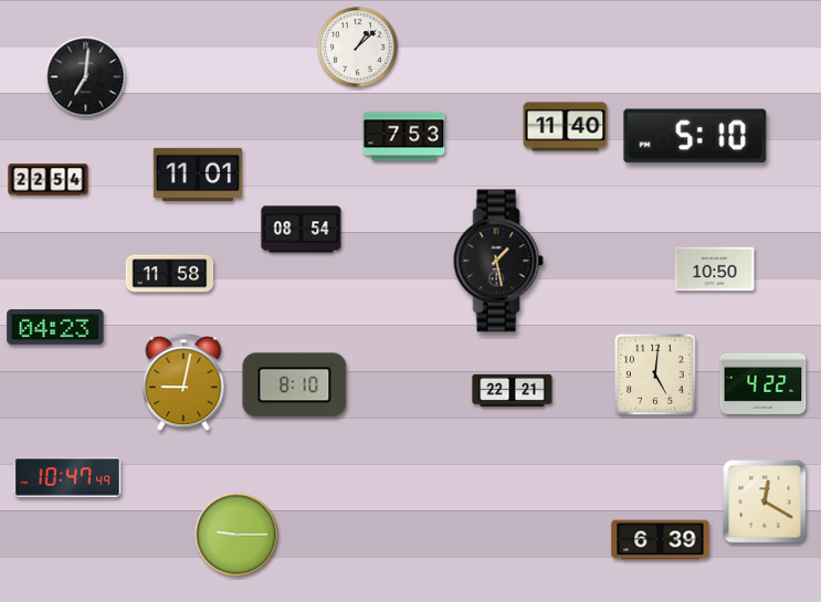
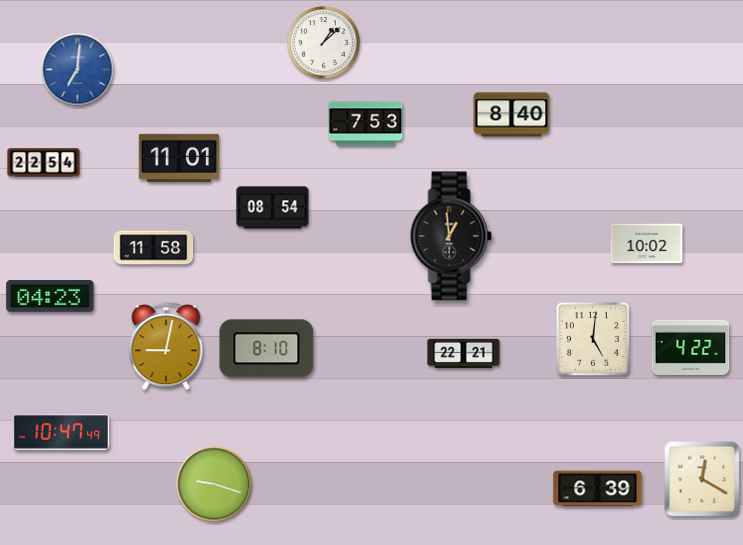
clock at (86, 77) dial: black -> blue
clock at (566, 127): 11:40 -> 8:40
clock at (695, 136): 5:10 -> none
clock at (498, 261): 1:28 -> 12:59
clock at (715, 270): 10:50 -> 10:02
clock at (765, 501) position: (765, 501) -> (702, 479)
clock at (236, 535): 9:15 -> 9:18
